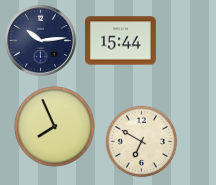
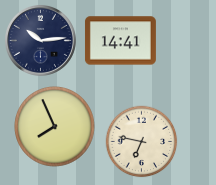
clock at (120, 41): 15:44 -> 14:41
clock at (142, 142): 6:50 -> 6:47
